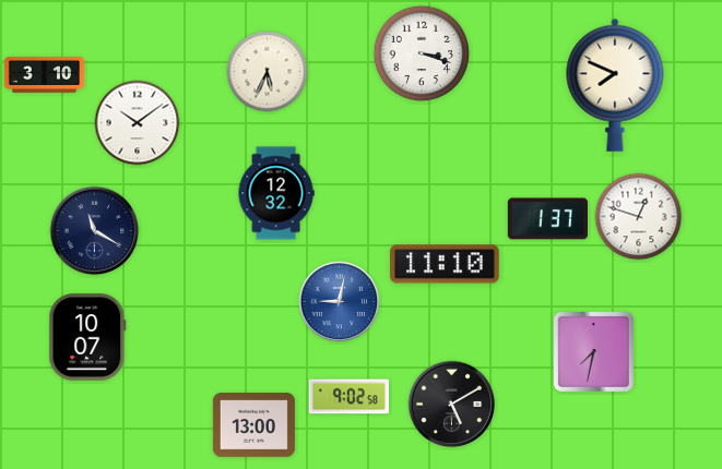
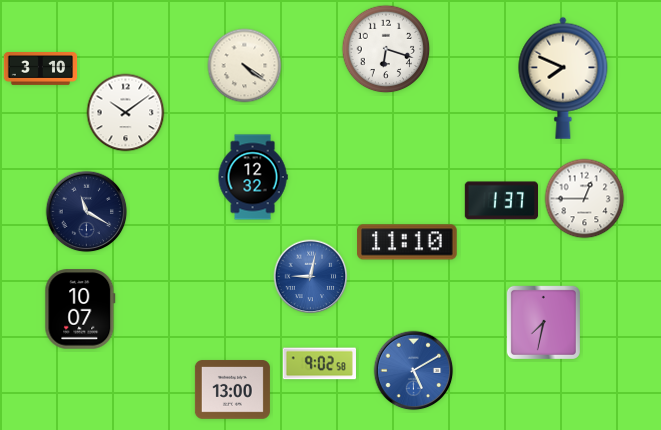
clock at (422, 53): 3:18 -> 6:18
clock at (268, 72): 5:34 -> 4:21
clock at (639, 217): 12:48 -> 12:45
clock at (452, 405) dial: black -> blue
